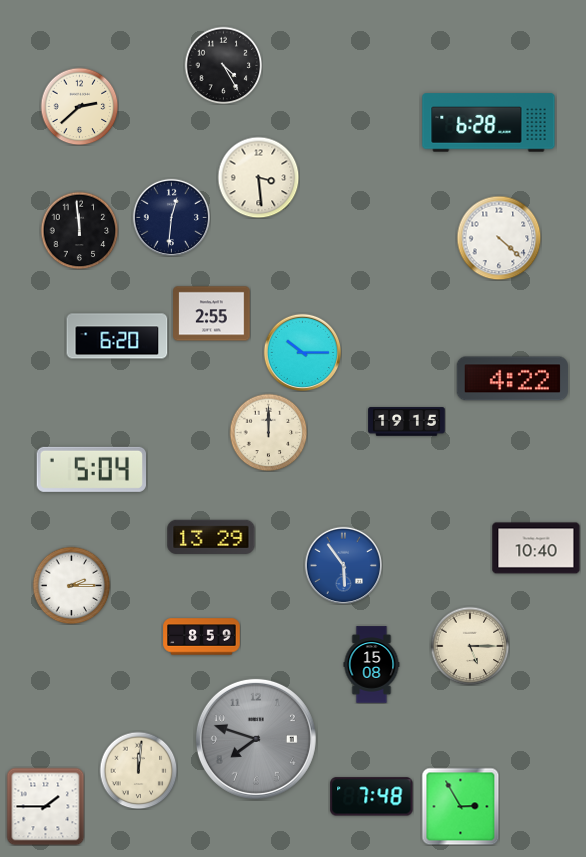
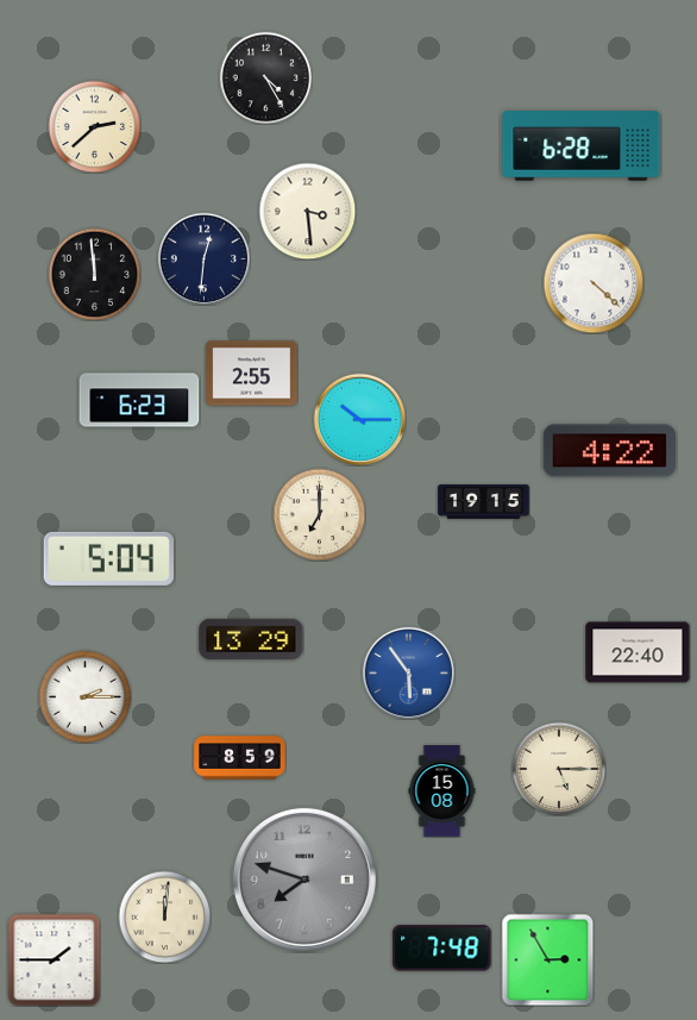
clock at (117, 336): 6:20 -> 6:23
clock at (268, 432): 12:00 -> 7:00
clock at (536, 548): 10:40 -> 22:40
